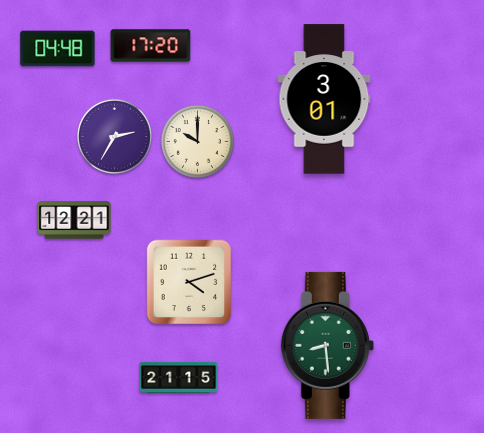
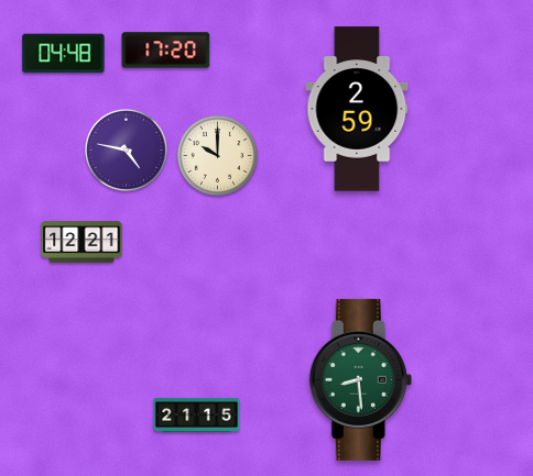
clock at (324, 99): 3:01 -> 2:59
clock at (114, 136): 2:35 -> 4:47
clock at (189, 282): 4:12 -> none
